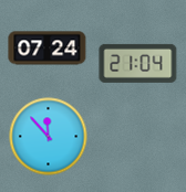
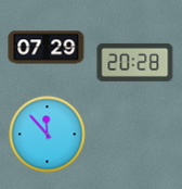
clock at (48, 49): 07:24 -> 07:29
clock at (138, 63): 21:04 -> 20:28
